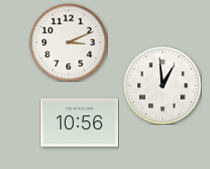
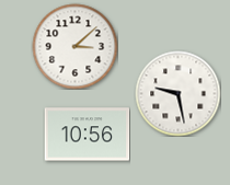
clock at (68, 42): 3:11 -> 3:08
clock at (162, 85): 12:59 -> 9:28
